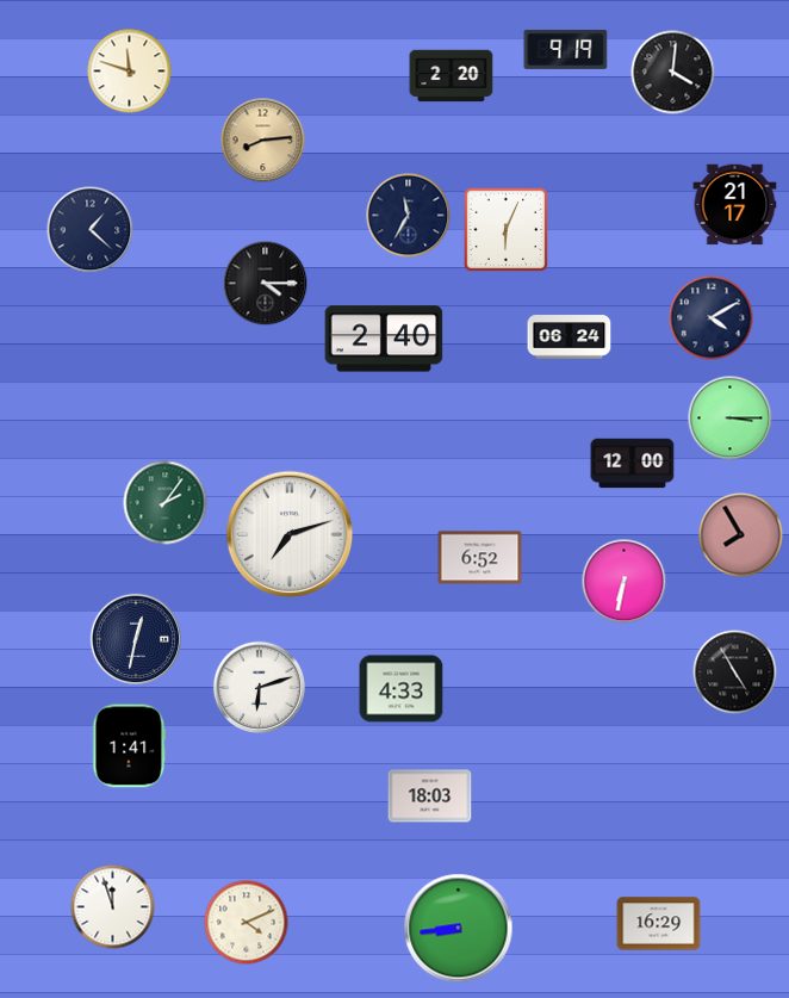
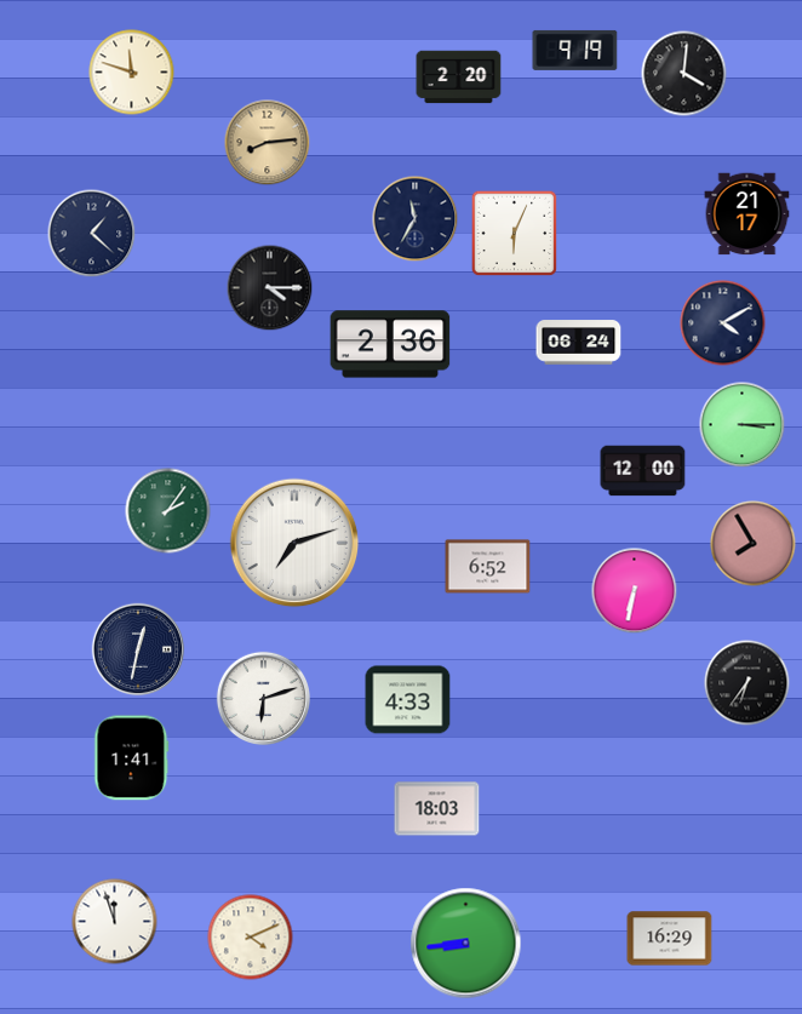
clock at (735, 205) position: (735, 205) -> (747, 214)
clock at (384, 339): 2:40 -> 2:36
clock at (735, 672): 4:55 -> 6:36
